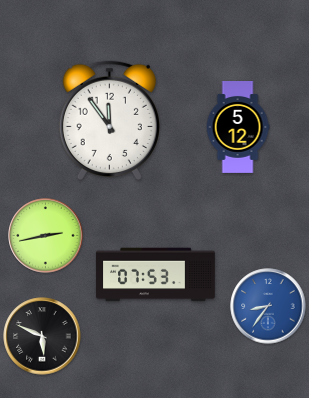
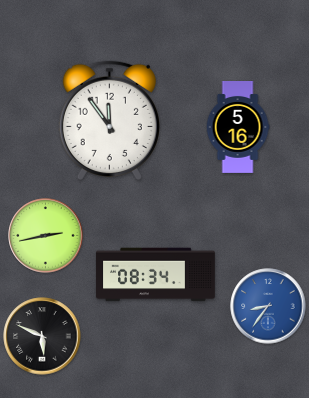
clock at (238, 128): 5:12 -> 5:16
clock at (156, 275): 07:53 -> 08:34
